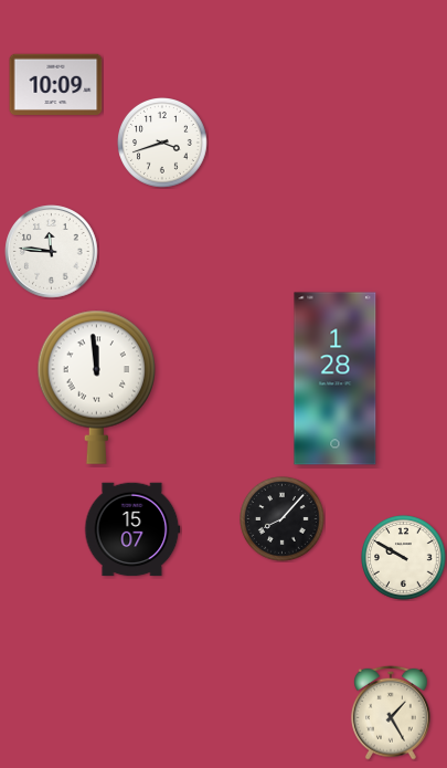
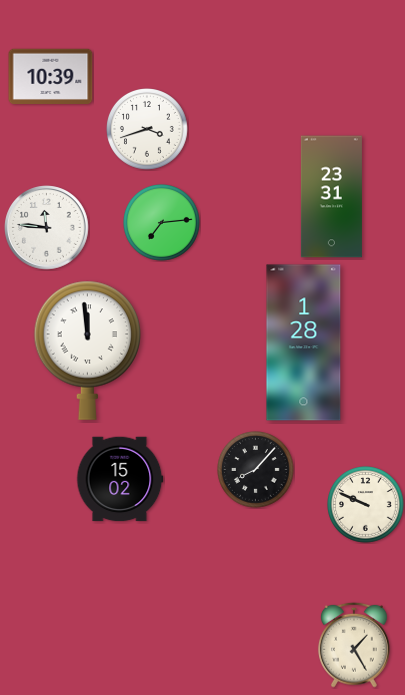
clock at (56, 84): 10:09 -> 10:39
clock at (331, 197): none -> 23:31
clock at (162, 223): none -> 7:14
clock at (132, 529): 15:07 -> 15:02
clock at (404, 558): 9:50 -> 9:49
